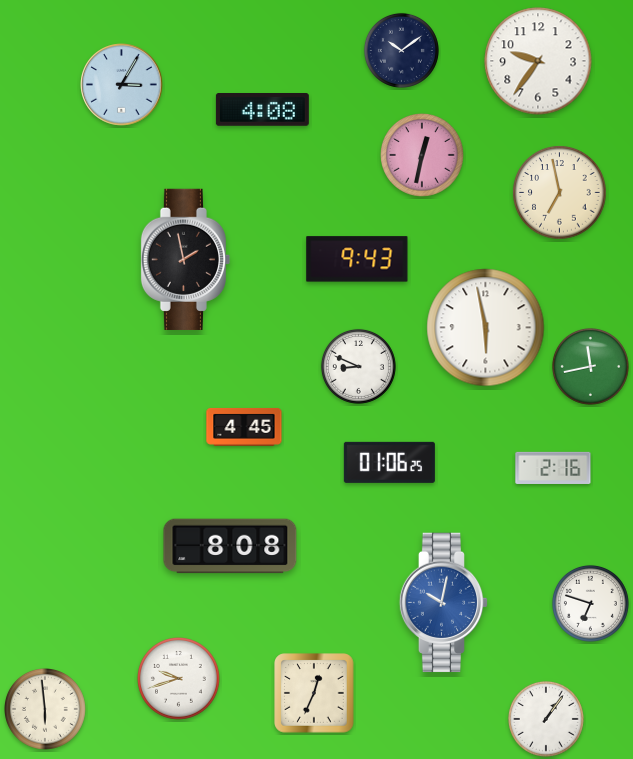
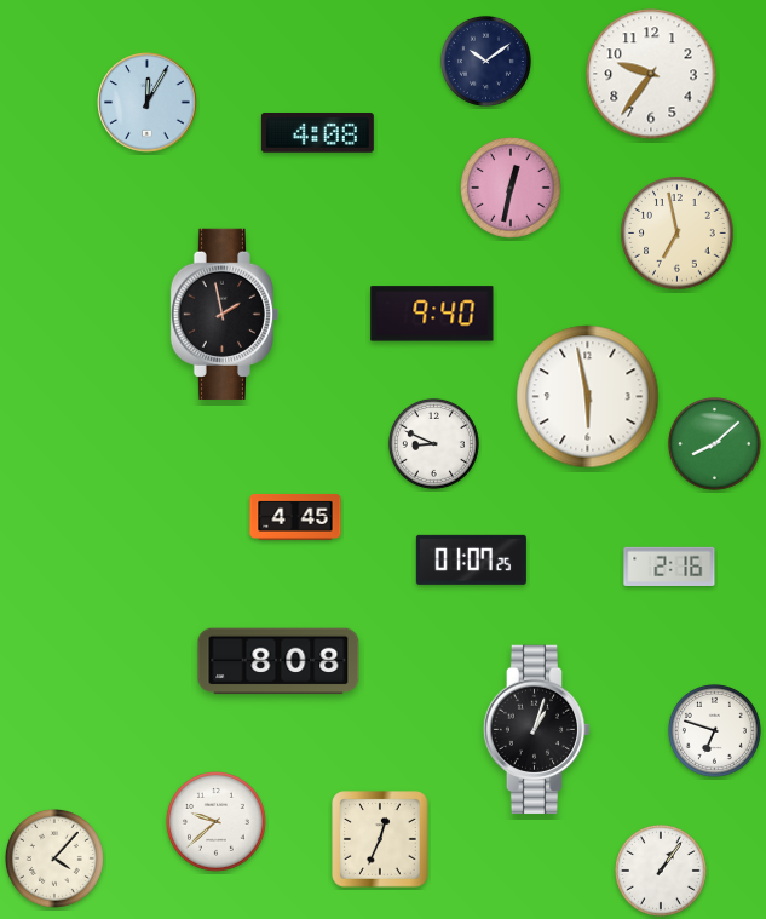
clock at (122, 85): 3:05 -> 12:05
clock at (357, 259): 9:43 -> 9:40
clock at (590, 366): 11:43 -> 8:08
clock at (389, 462): 01:06 -> 01:07
clock at (444, 603): 10:02 -> 1:03
clock at (444, 603) dial: blue -> black
clock at (179, 679): 9:42 -> 9:38
clock at (46, 710): 5:59 -> 4:07
